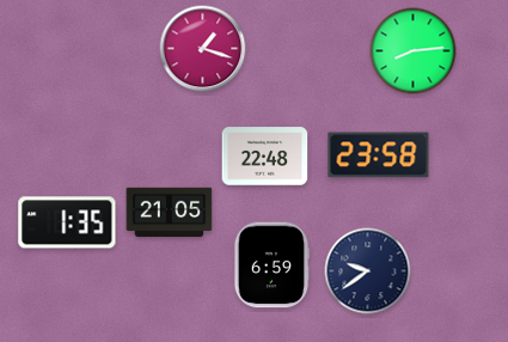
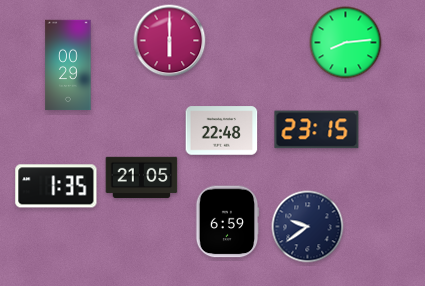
clock at (203, 49): 1:18 -> 6:00
clock at (68, 65): none -> 00:29
clock at (379, 155): 23:58 -> 23:15
